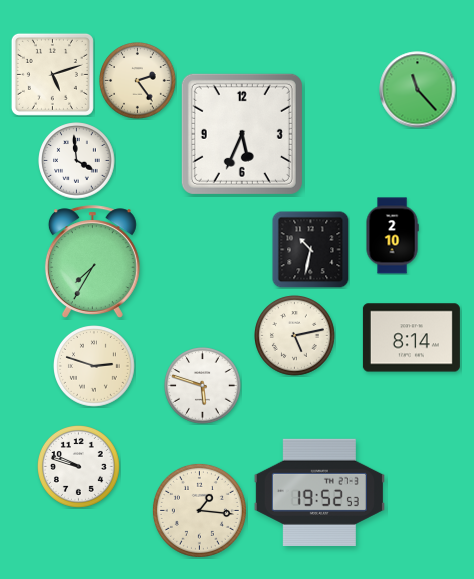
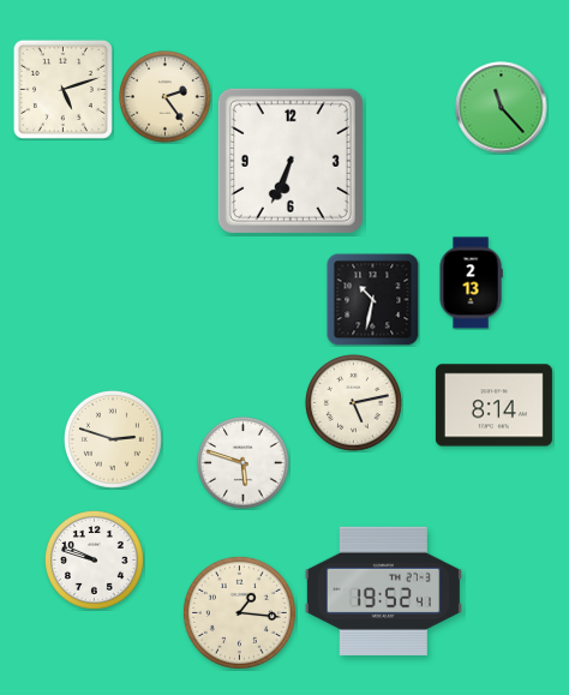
clock at (242, 134): 5:34 -> 6:34
clock at (77, 161): 3:59 -> none
clock at (392, 236): 2:10 -> 2:13
clock at (92, 261): 7:35 -> none
clock at (319, 492): 19:52:53 -> 19:52:41
